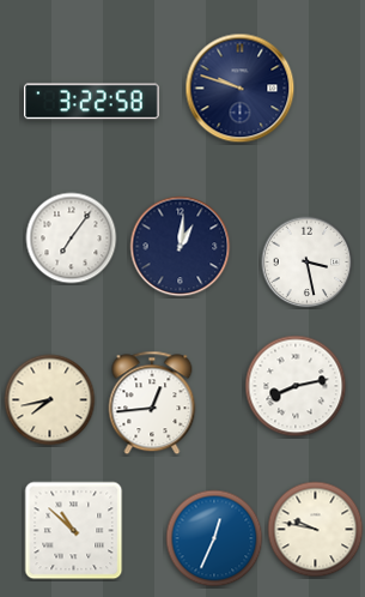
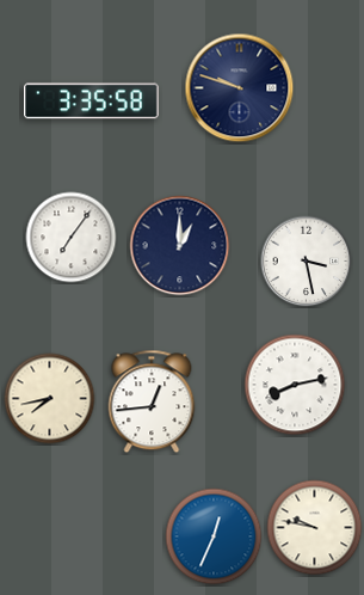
clock at (92, 102): 3:22 -> 3:35
clock at (181, 247): 1:01 -> 1:00
clock at (74, 531): 10:52 -> none
